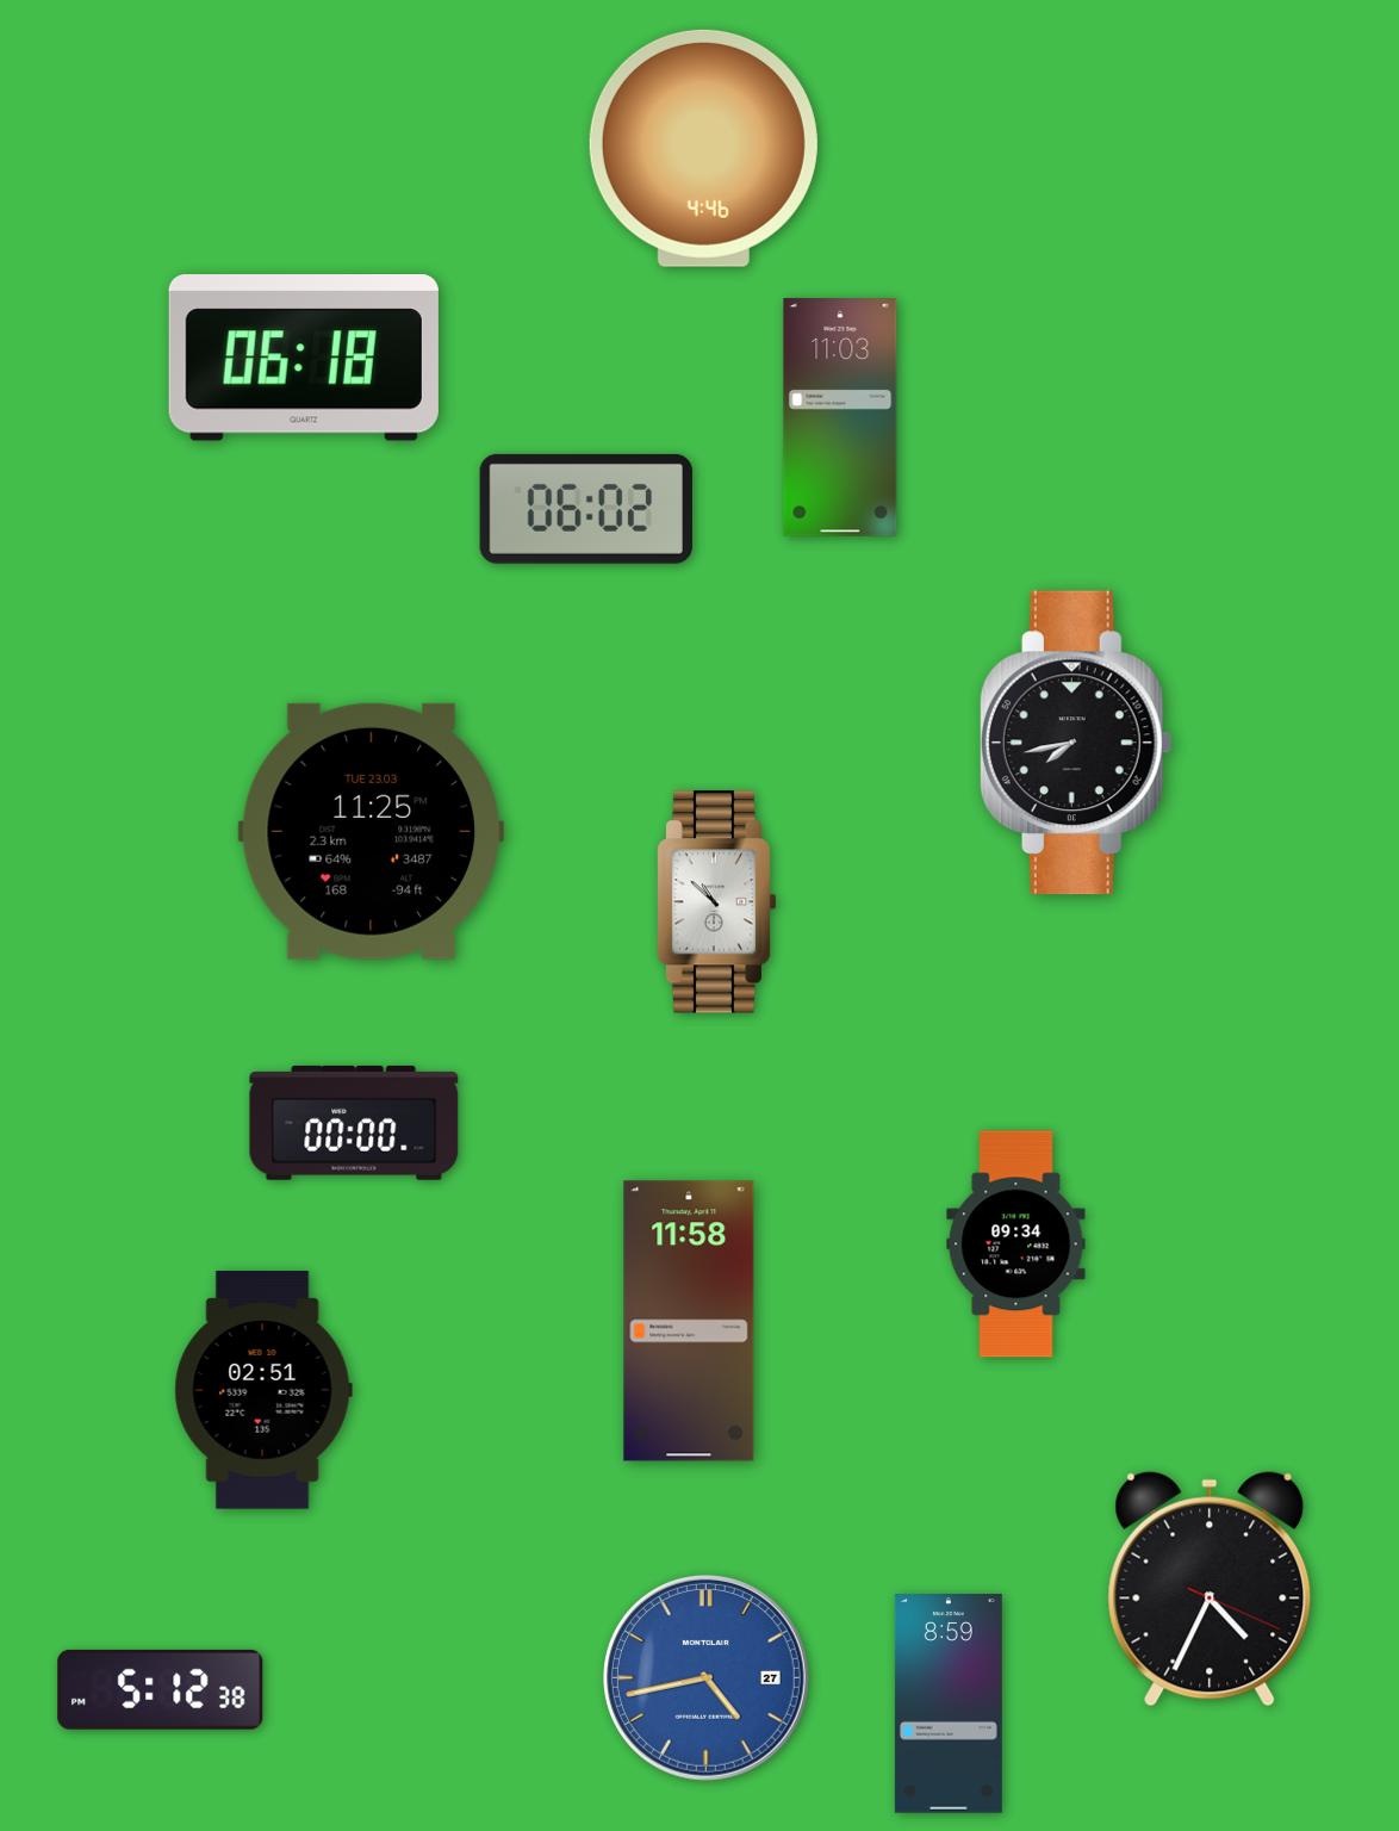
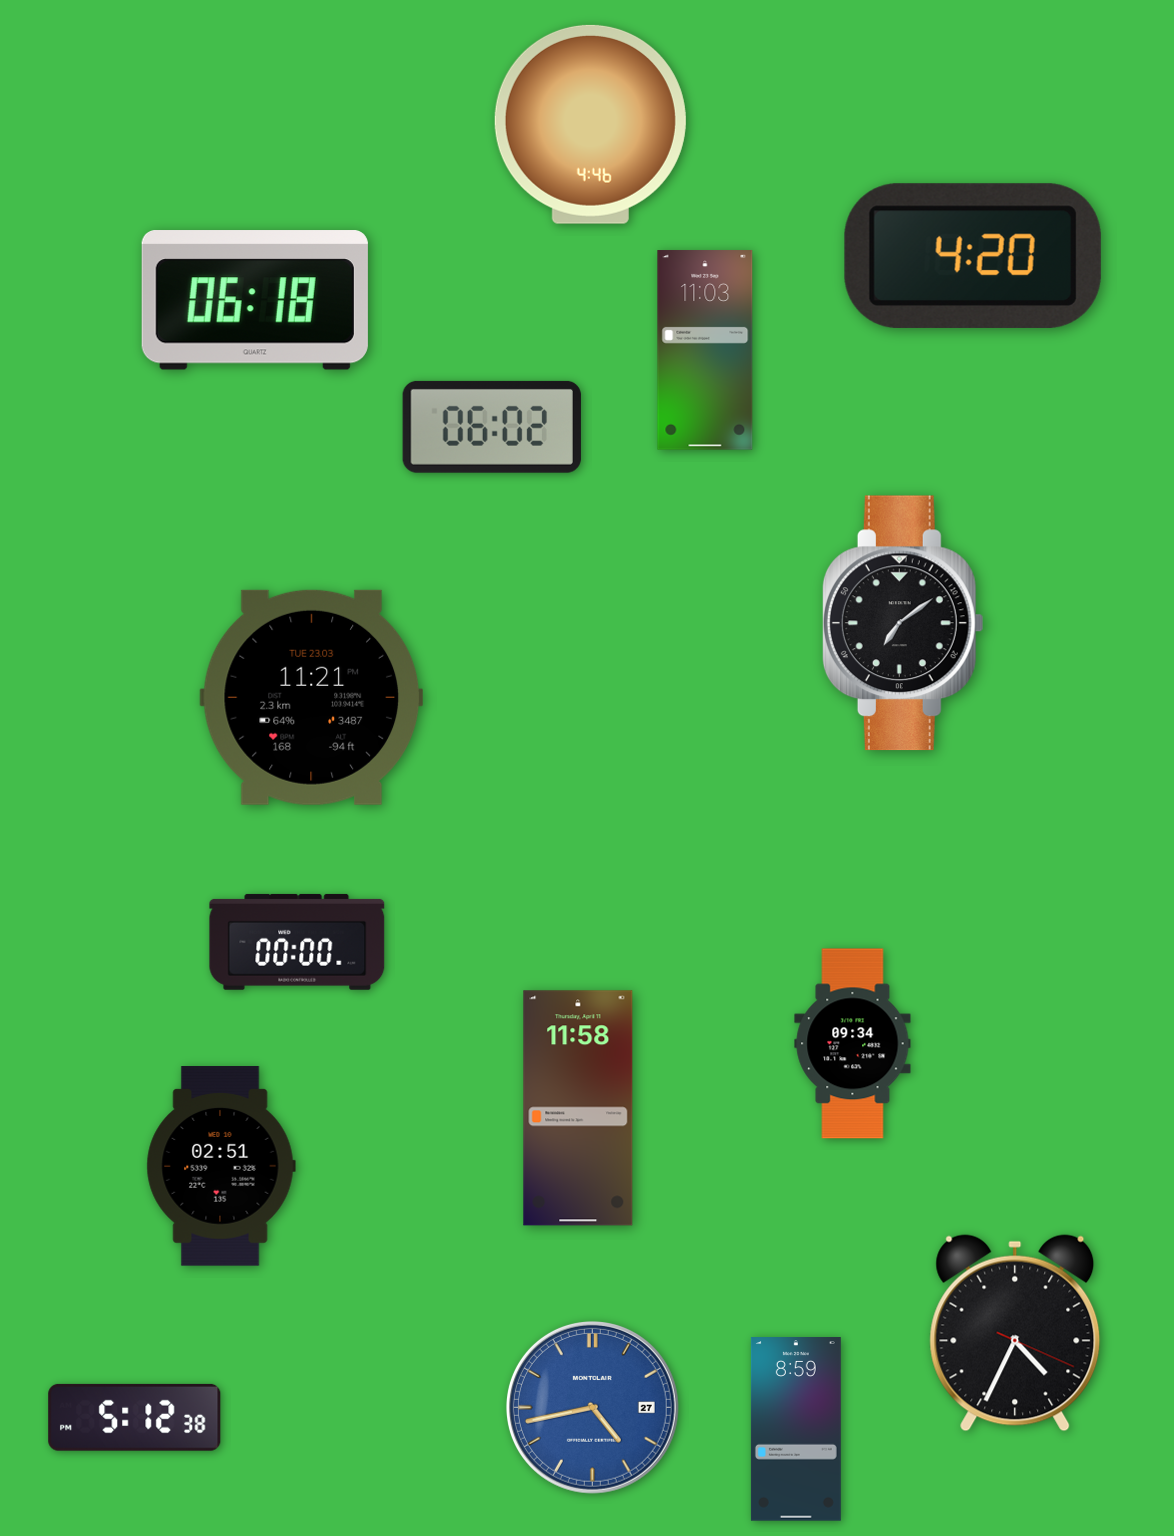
clock at (973, 256): none -> 4:20
clock at (1076, 743): 7:43 -> 7:09
clock at (371, 831): 11:25 -> 11:21
clock at (716, 902): 10:52 -> none
